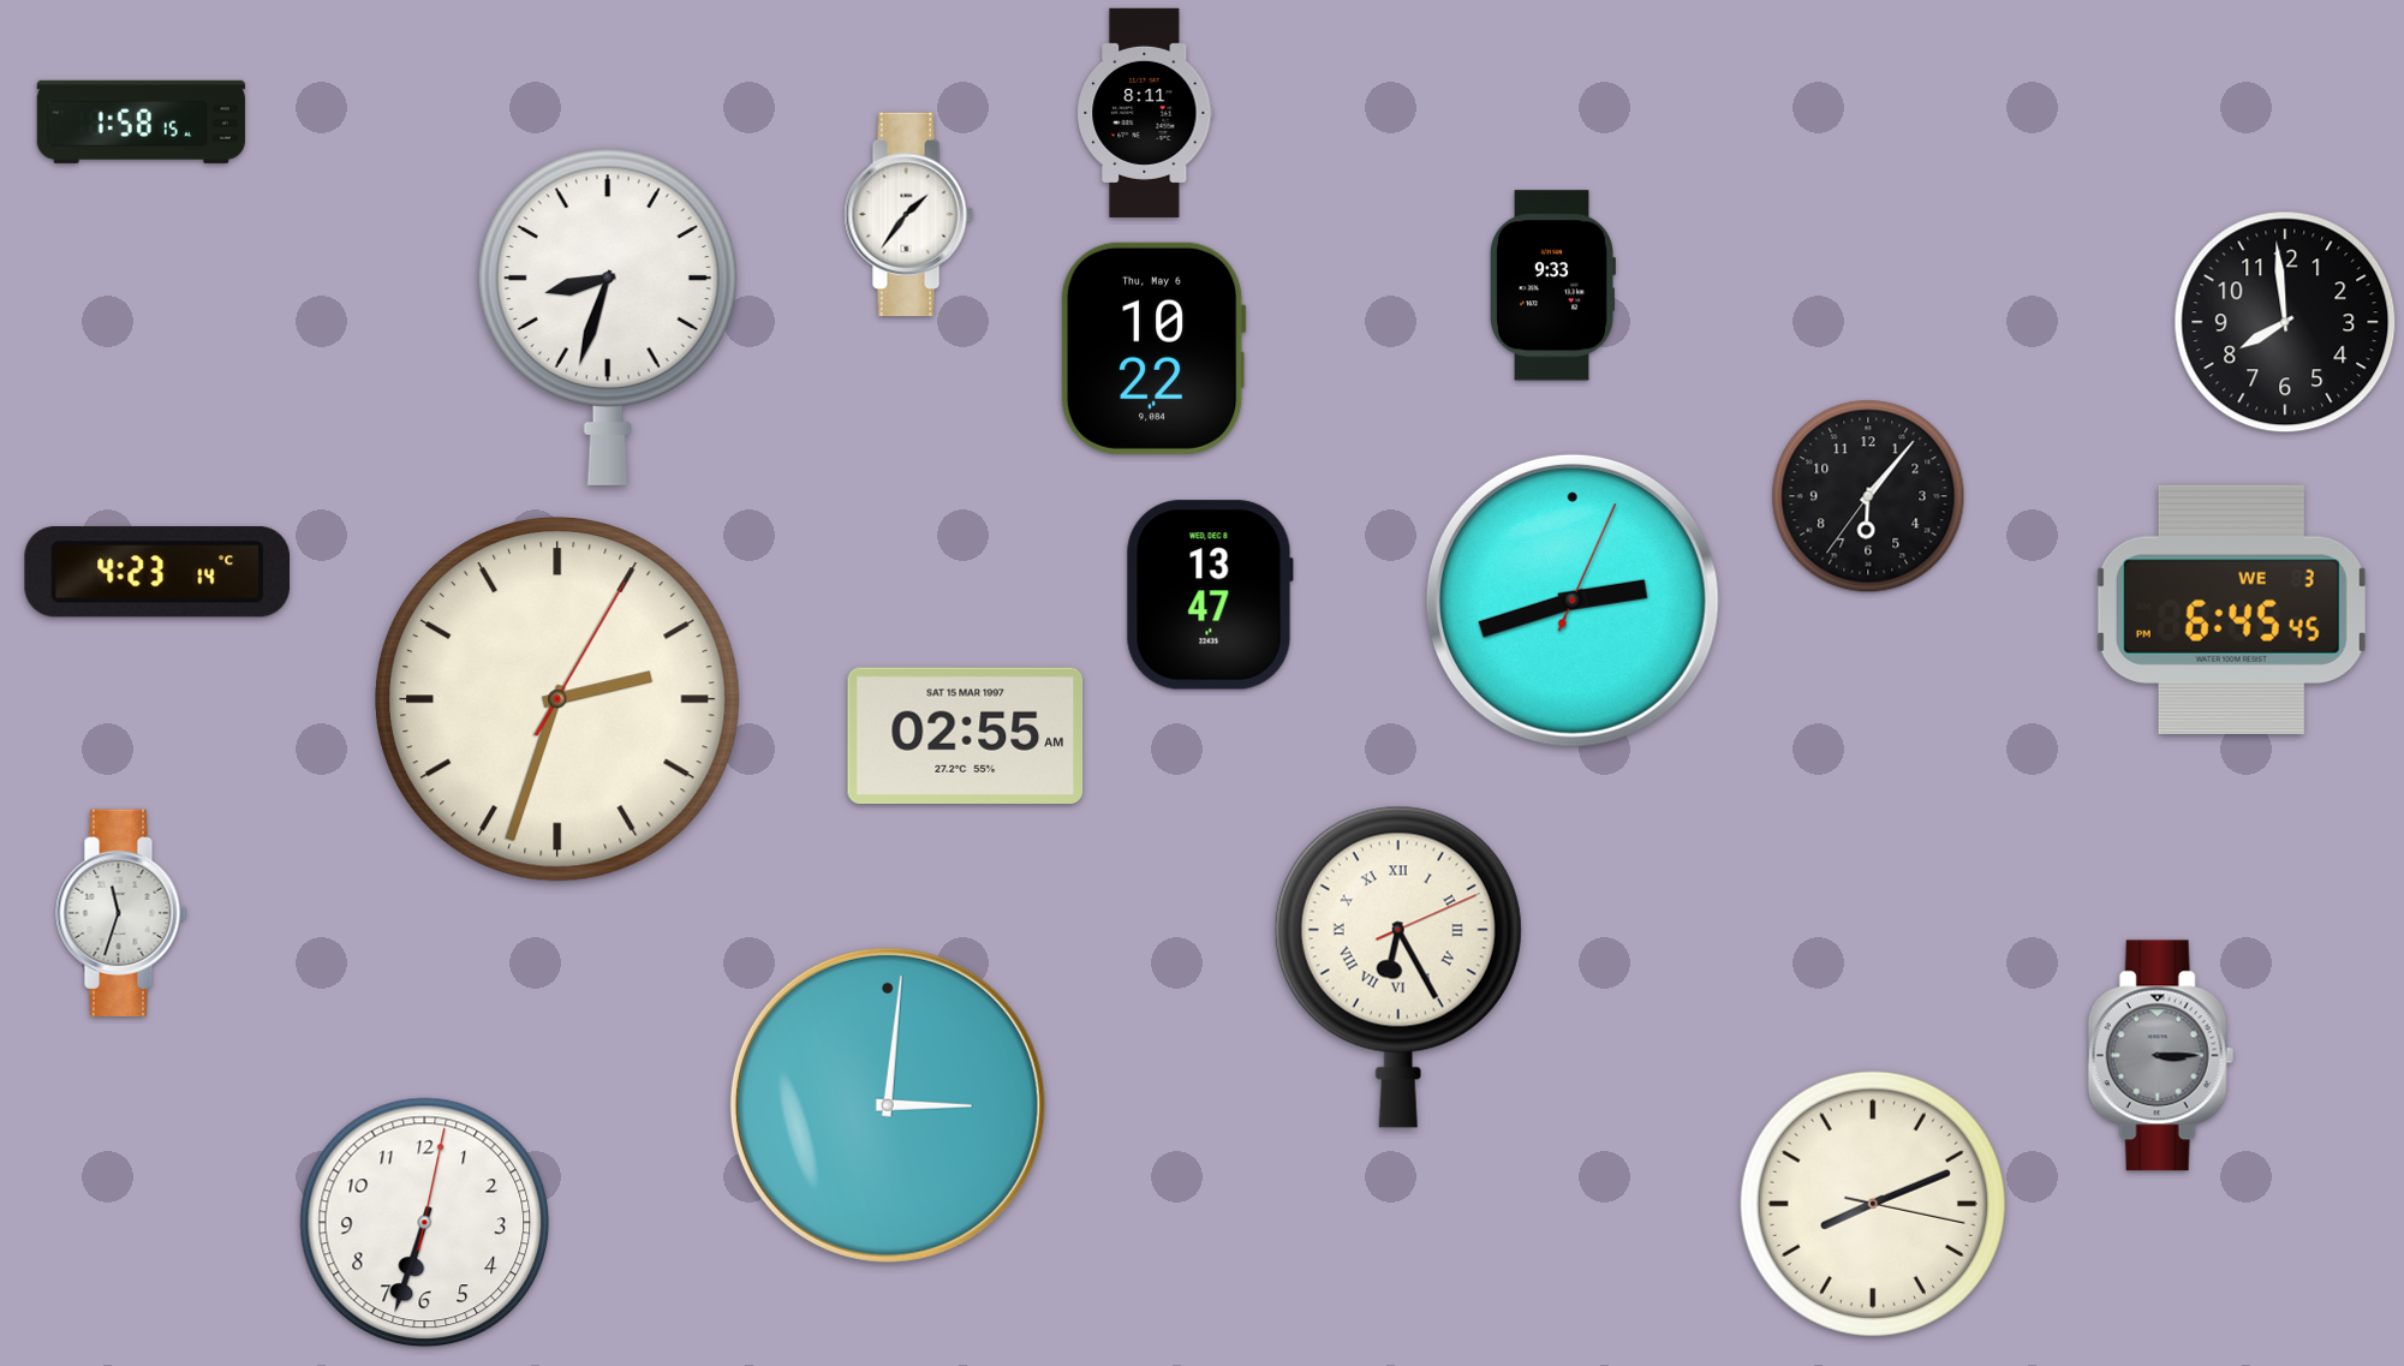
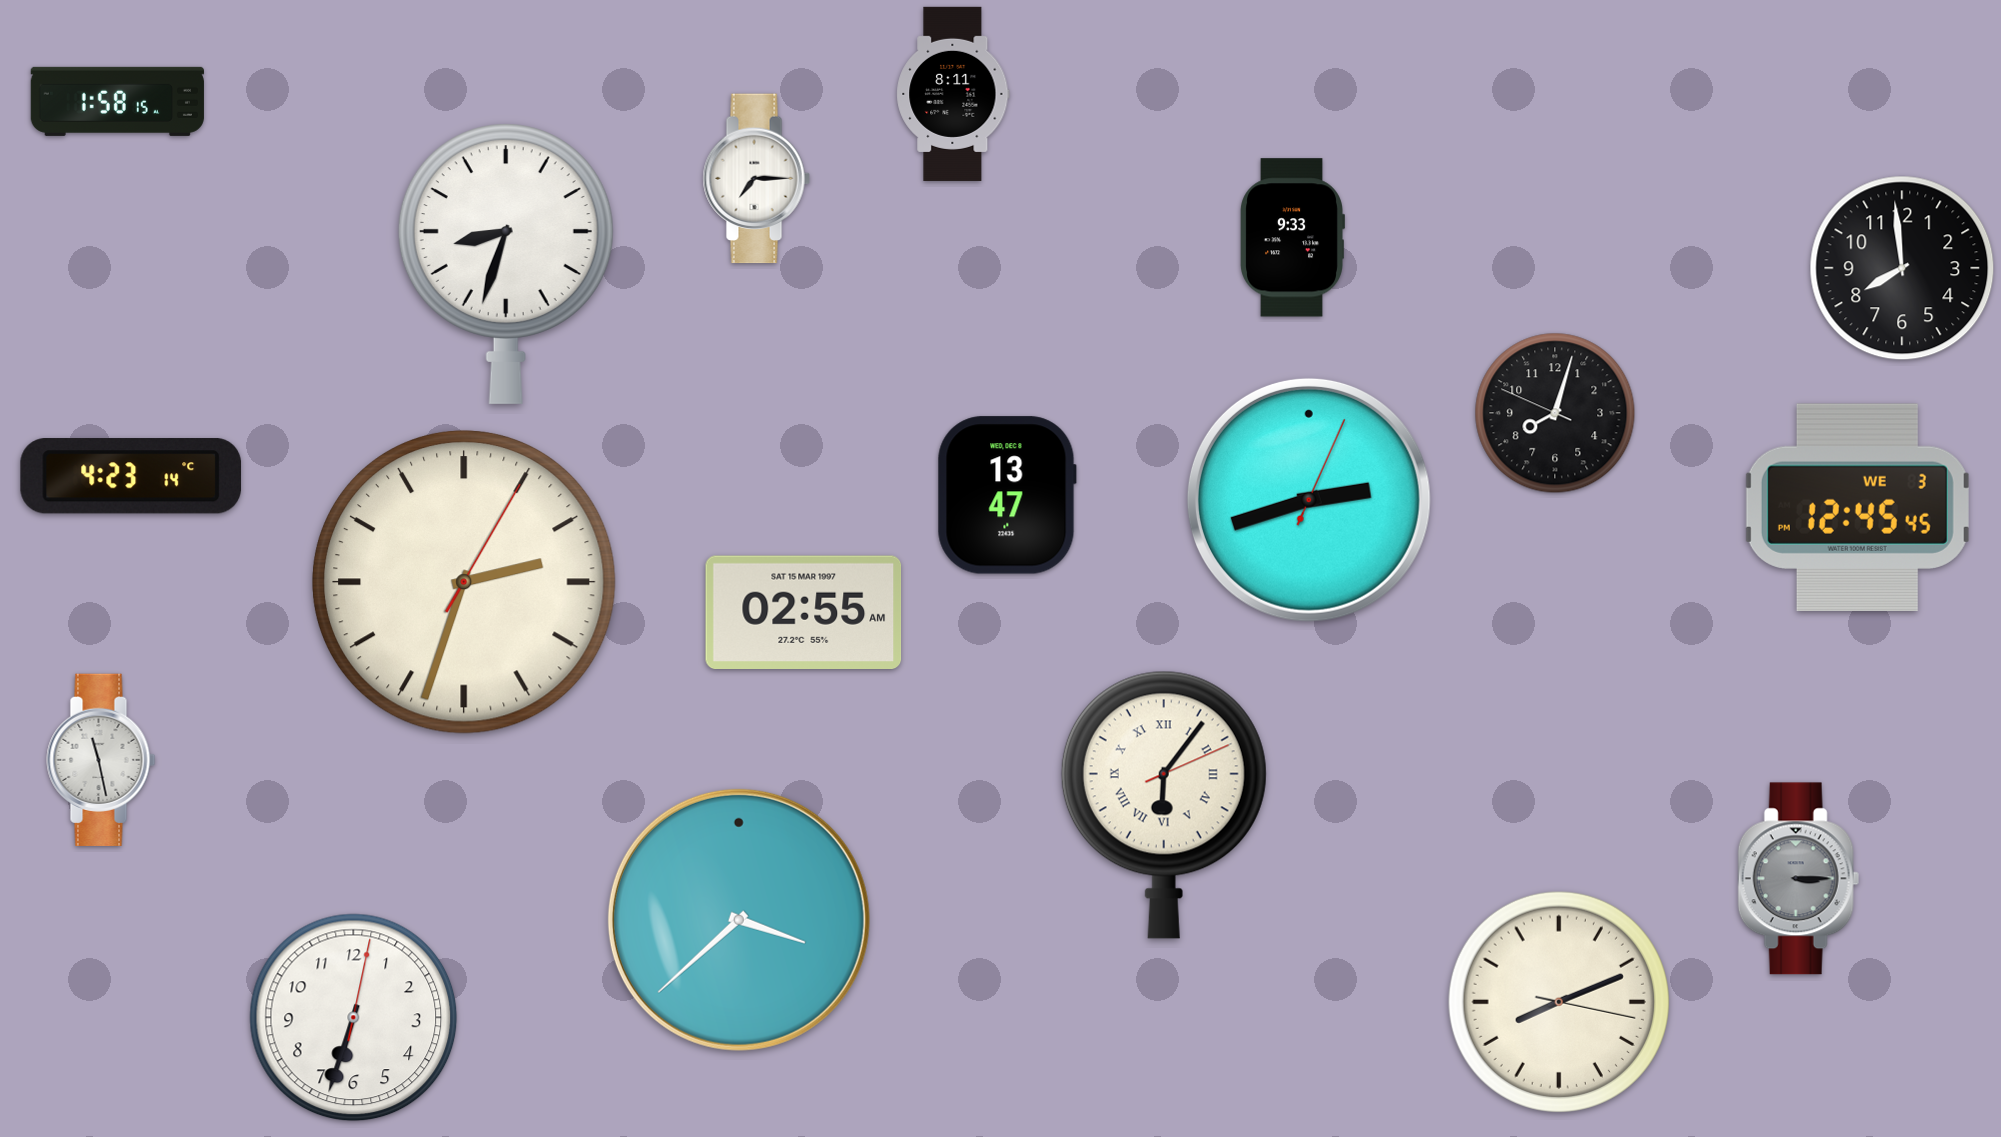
clock at (908, 215): 1:36 -> 7:15
clock at (1153, 348): 10:22 -> none
clock at (1868, 496): 6:06 -> 8:02
clock at (2231, 609): 6:45 -> 12:45
clock at (121, 913): 11:33 -> 11:28
clock at (1398, 967): 6:25 -> 6:06
clock at (888, 1105): 3:01 -> 3:38
